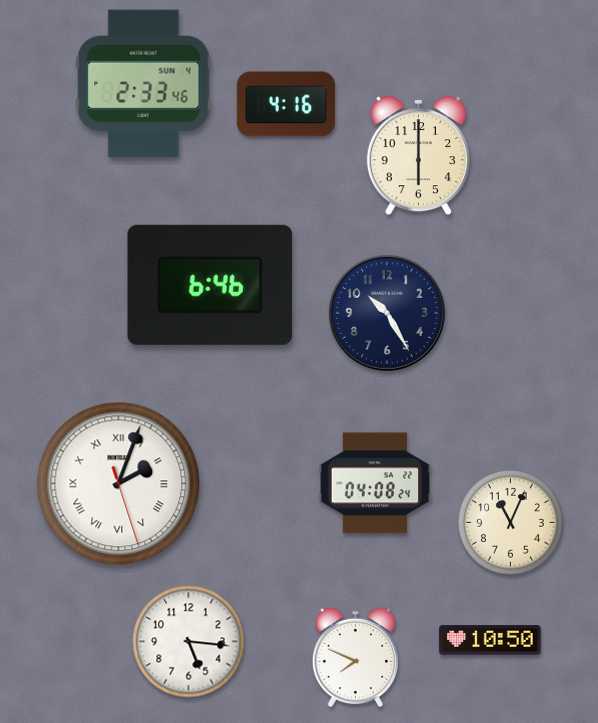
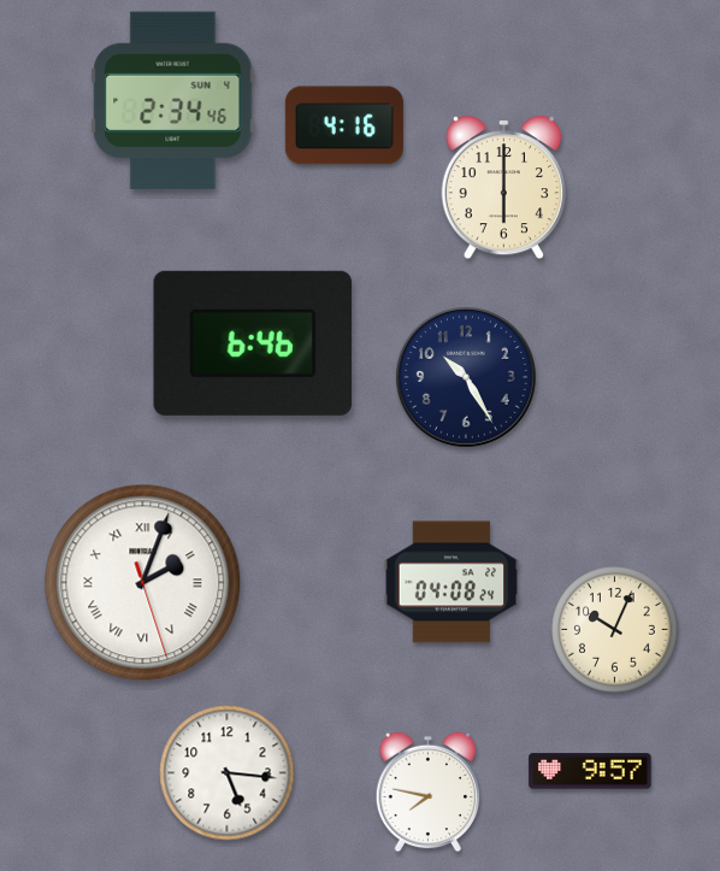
clock at (144, 84): 2:33 -> 2:34
clock at (511, 523): 11:04 -> 10:04
clock at (490, 640): 10:50 -> 9:57
clock at (356, 658): 7:49 -> 7:47
